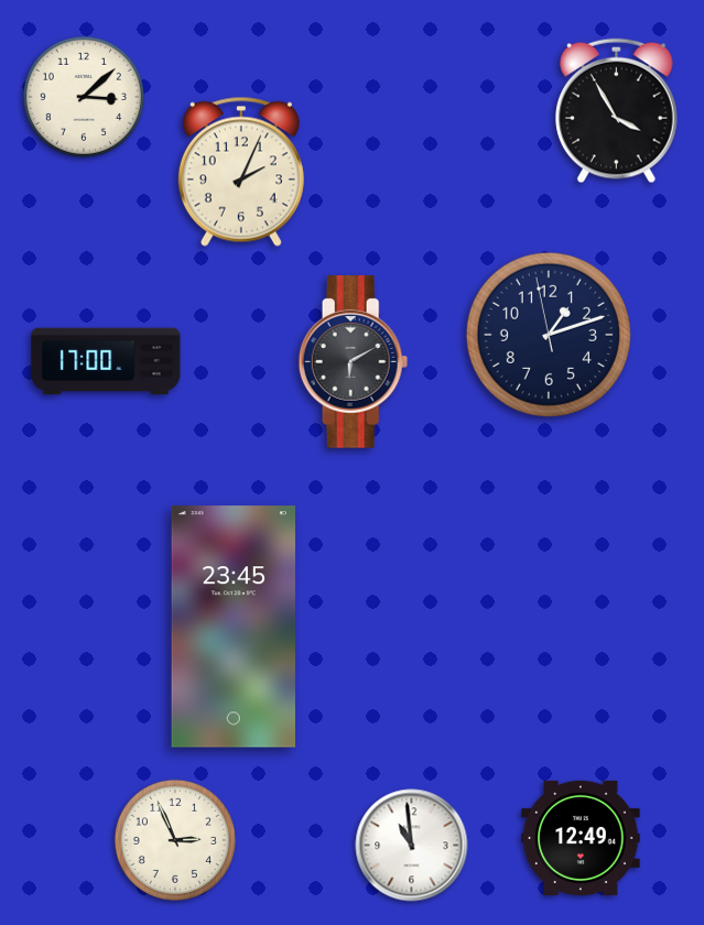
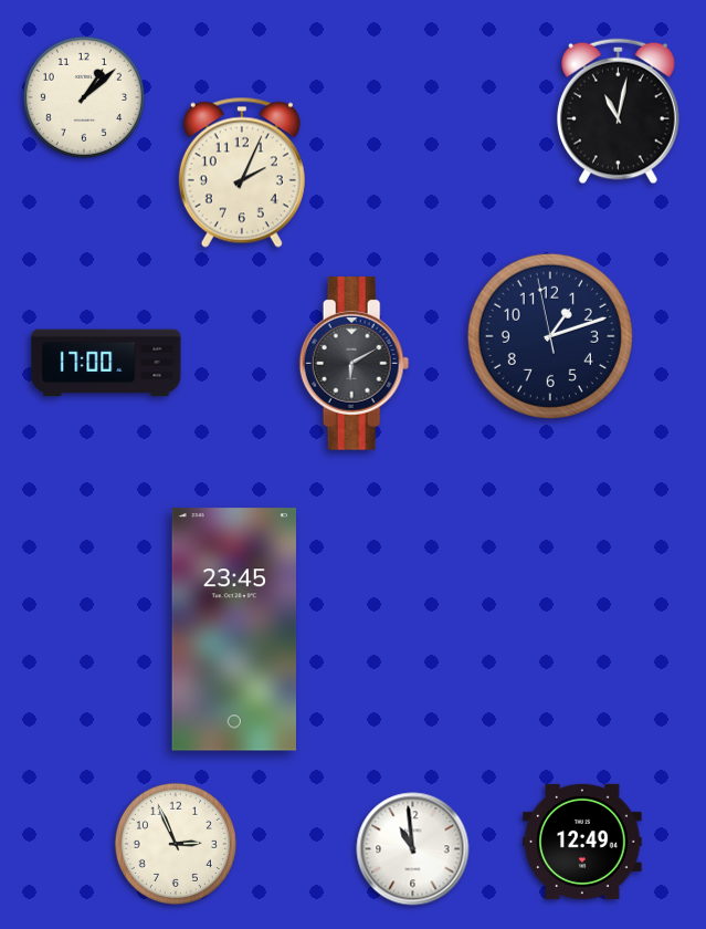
clock at (84, 97): 3:08 -> 1:08
clock at (616, 111): 3:55 -> 11:02
